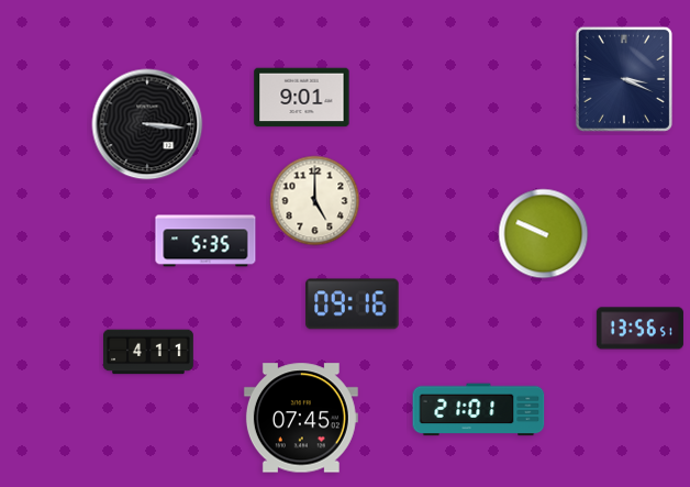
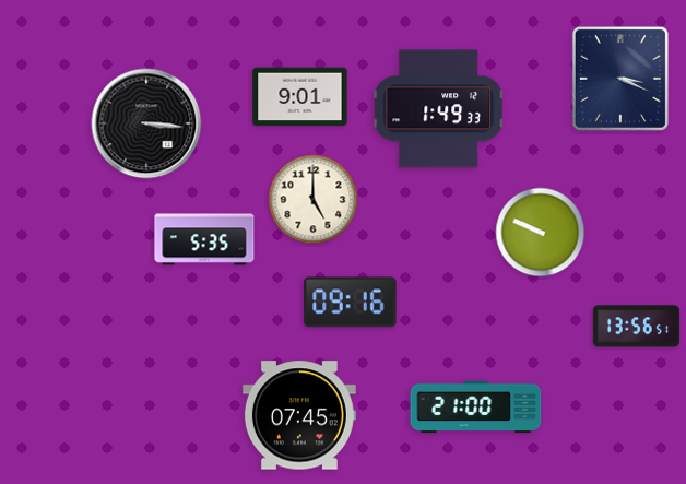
clock at (438, 109): none -> 1:49
clock at (149, 352): 4:11 -> none
clock at (479, 410): 21:01 -> 21:00
